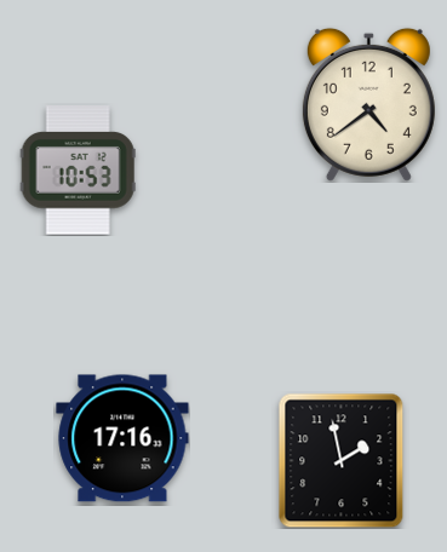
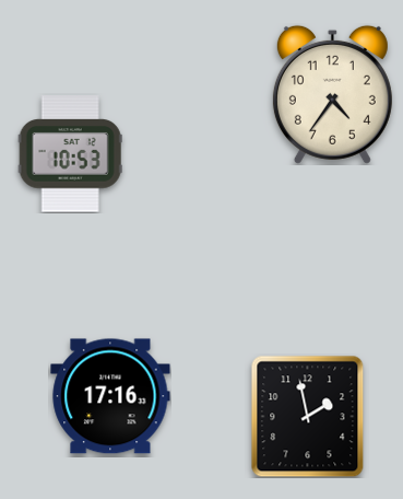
clock at (368, 104): 4:39 -> 4:36
